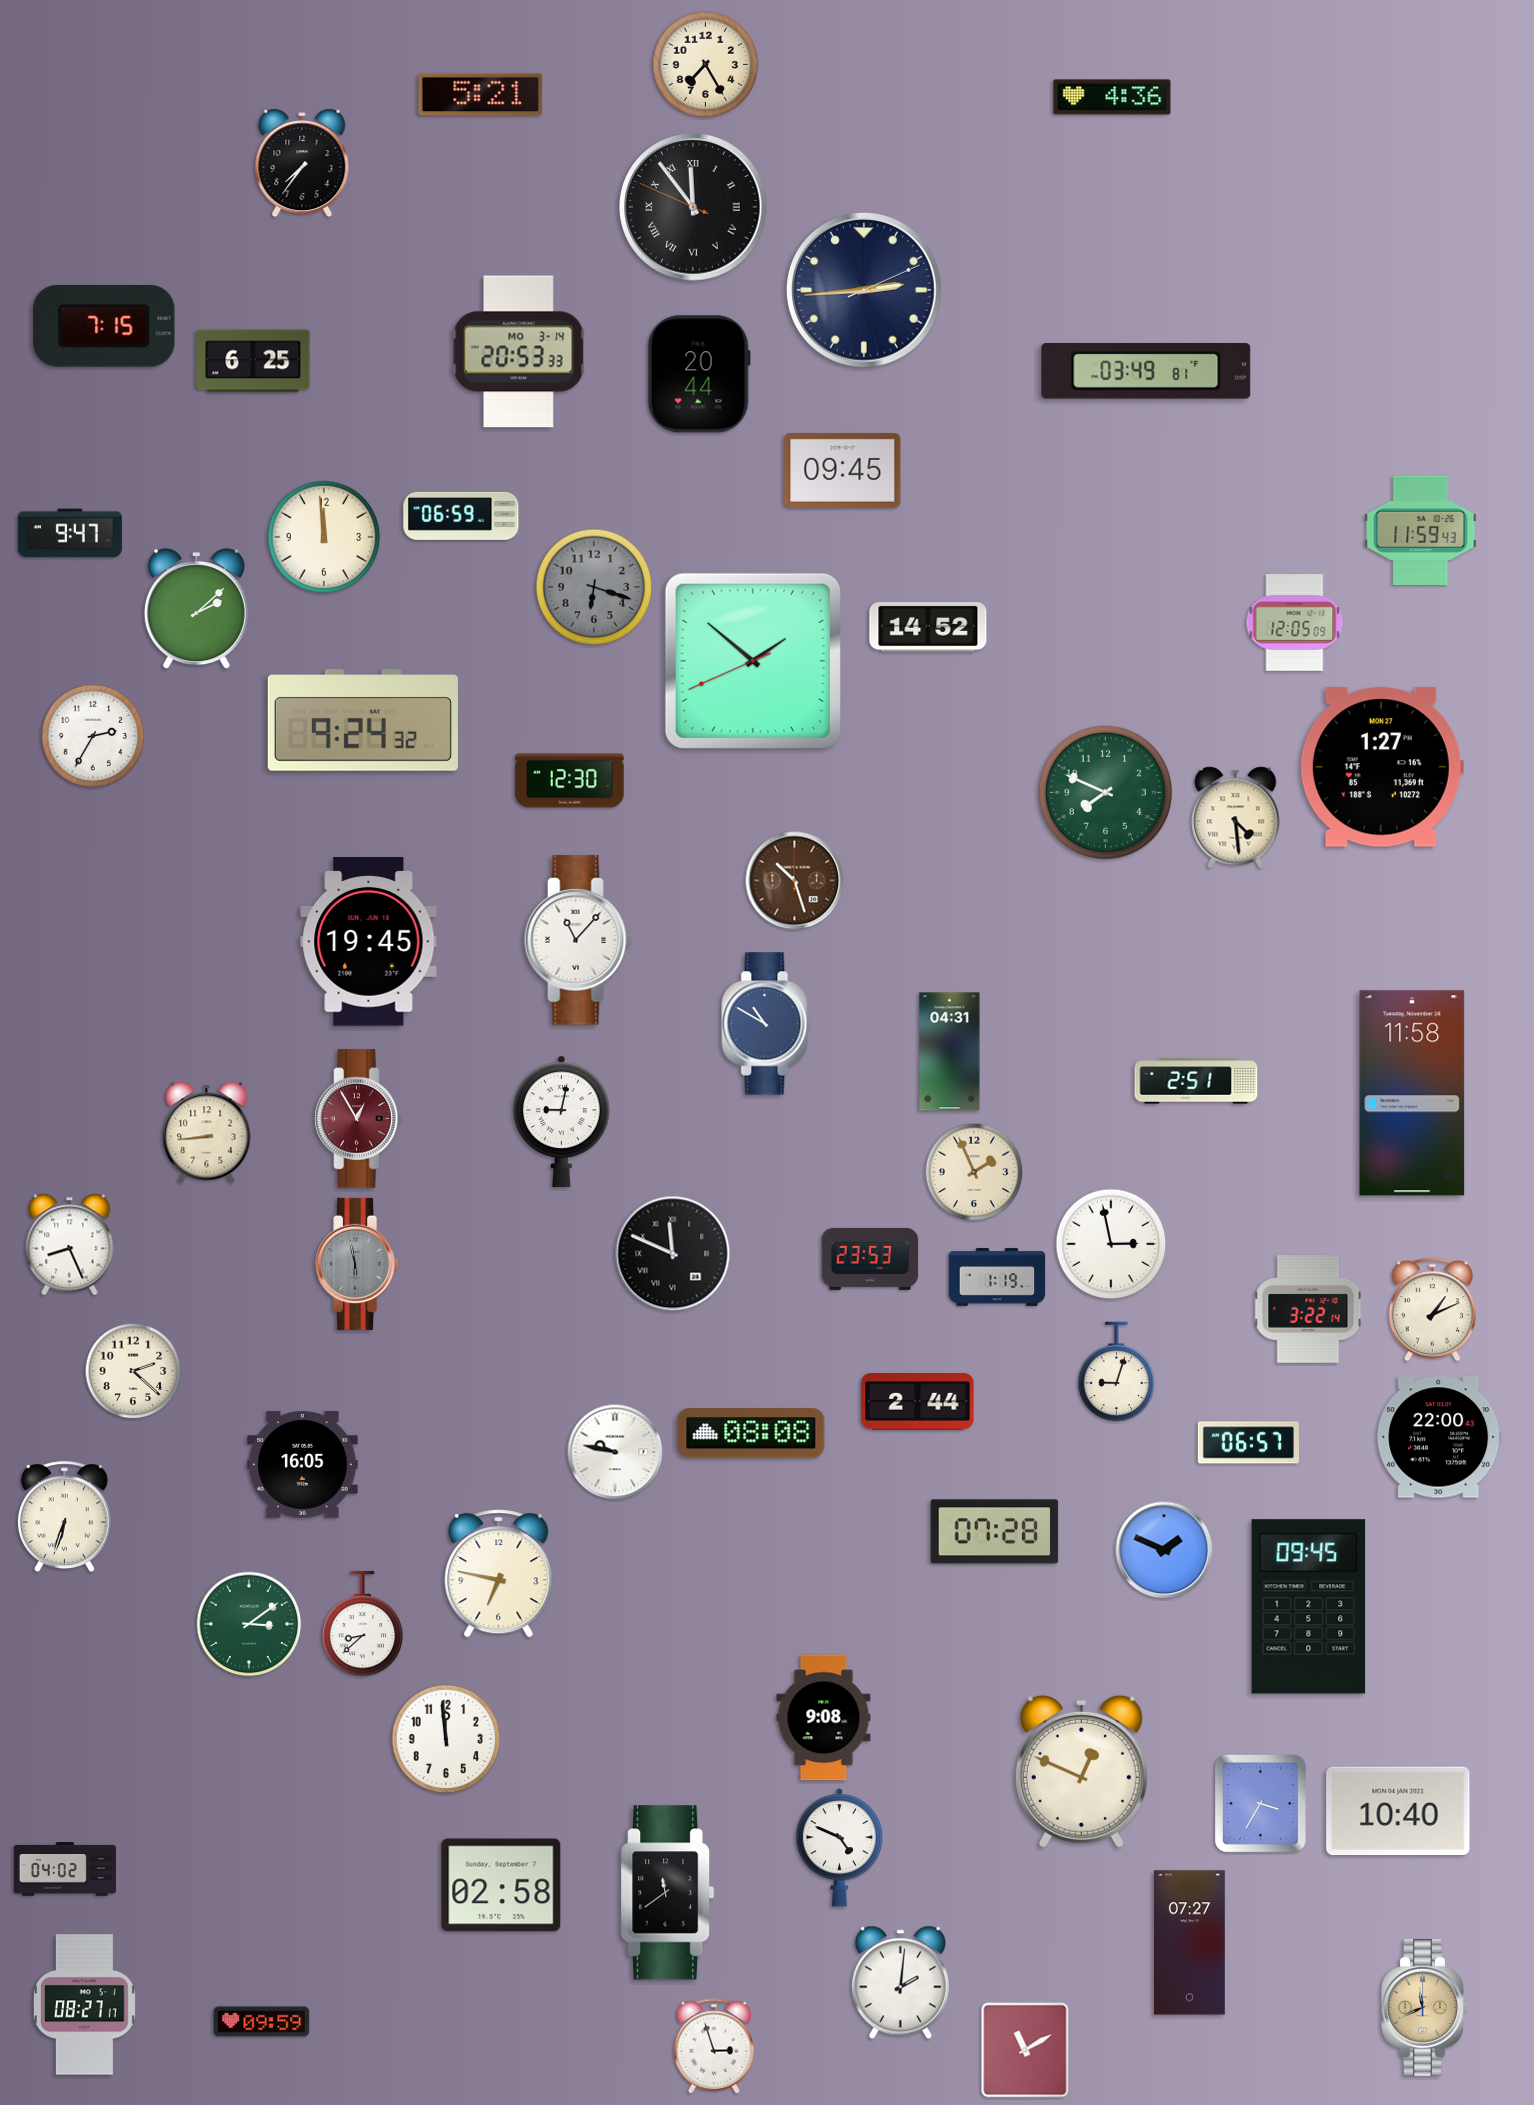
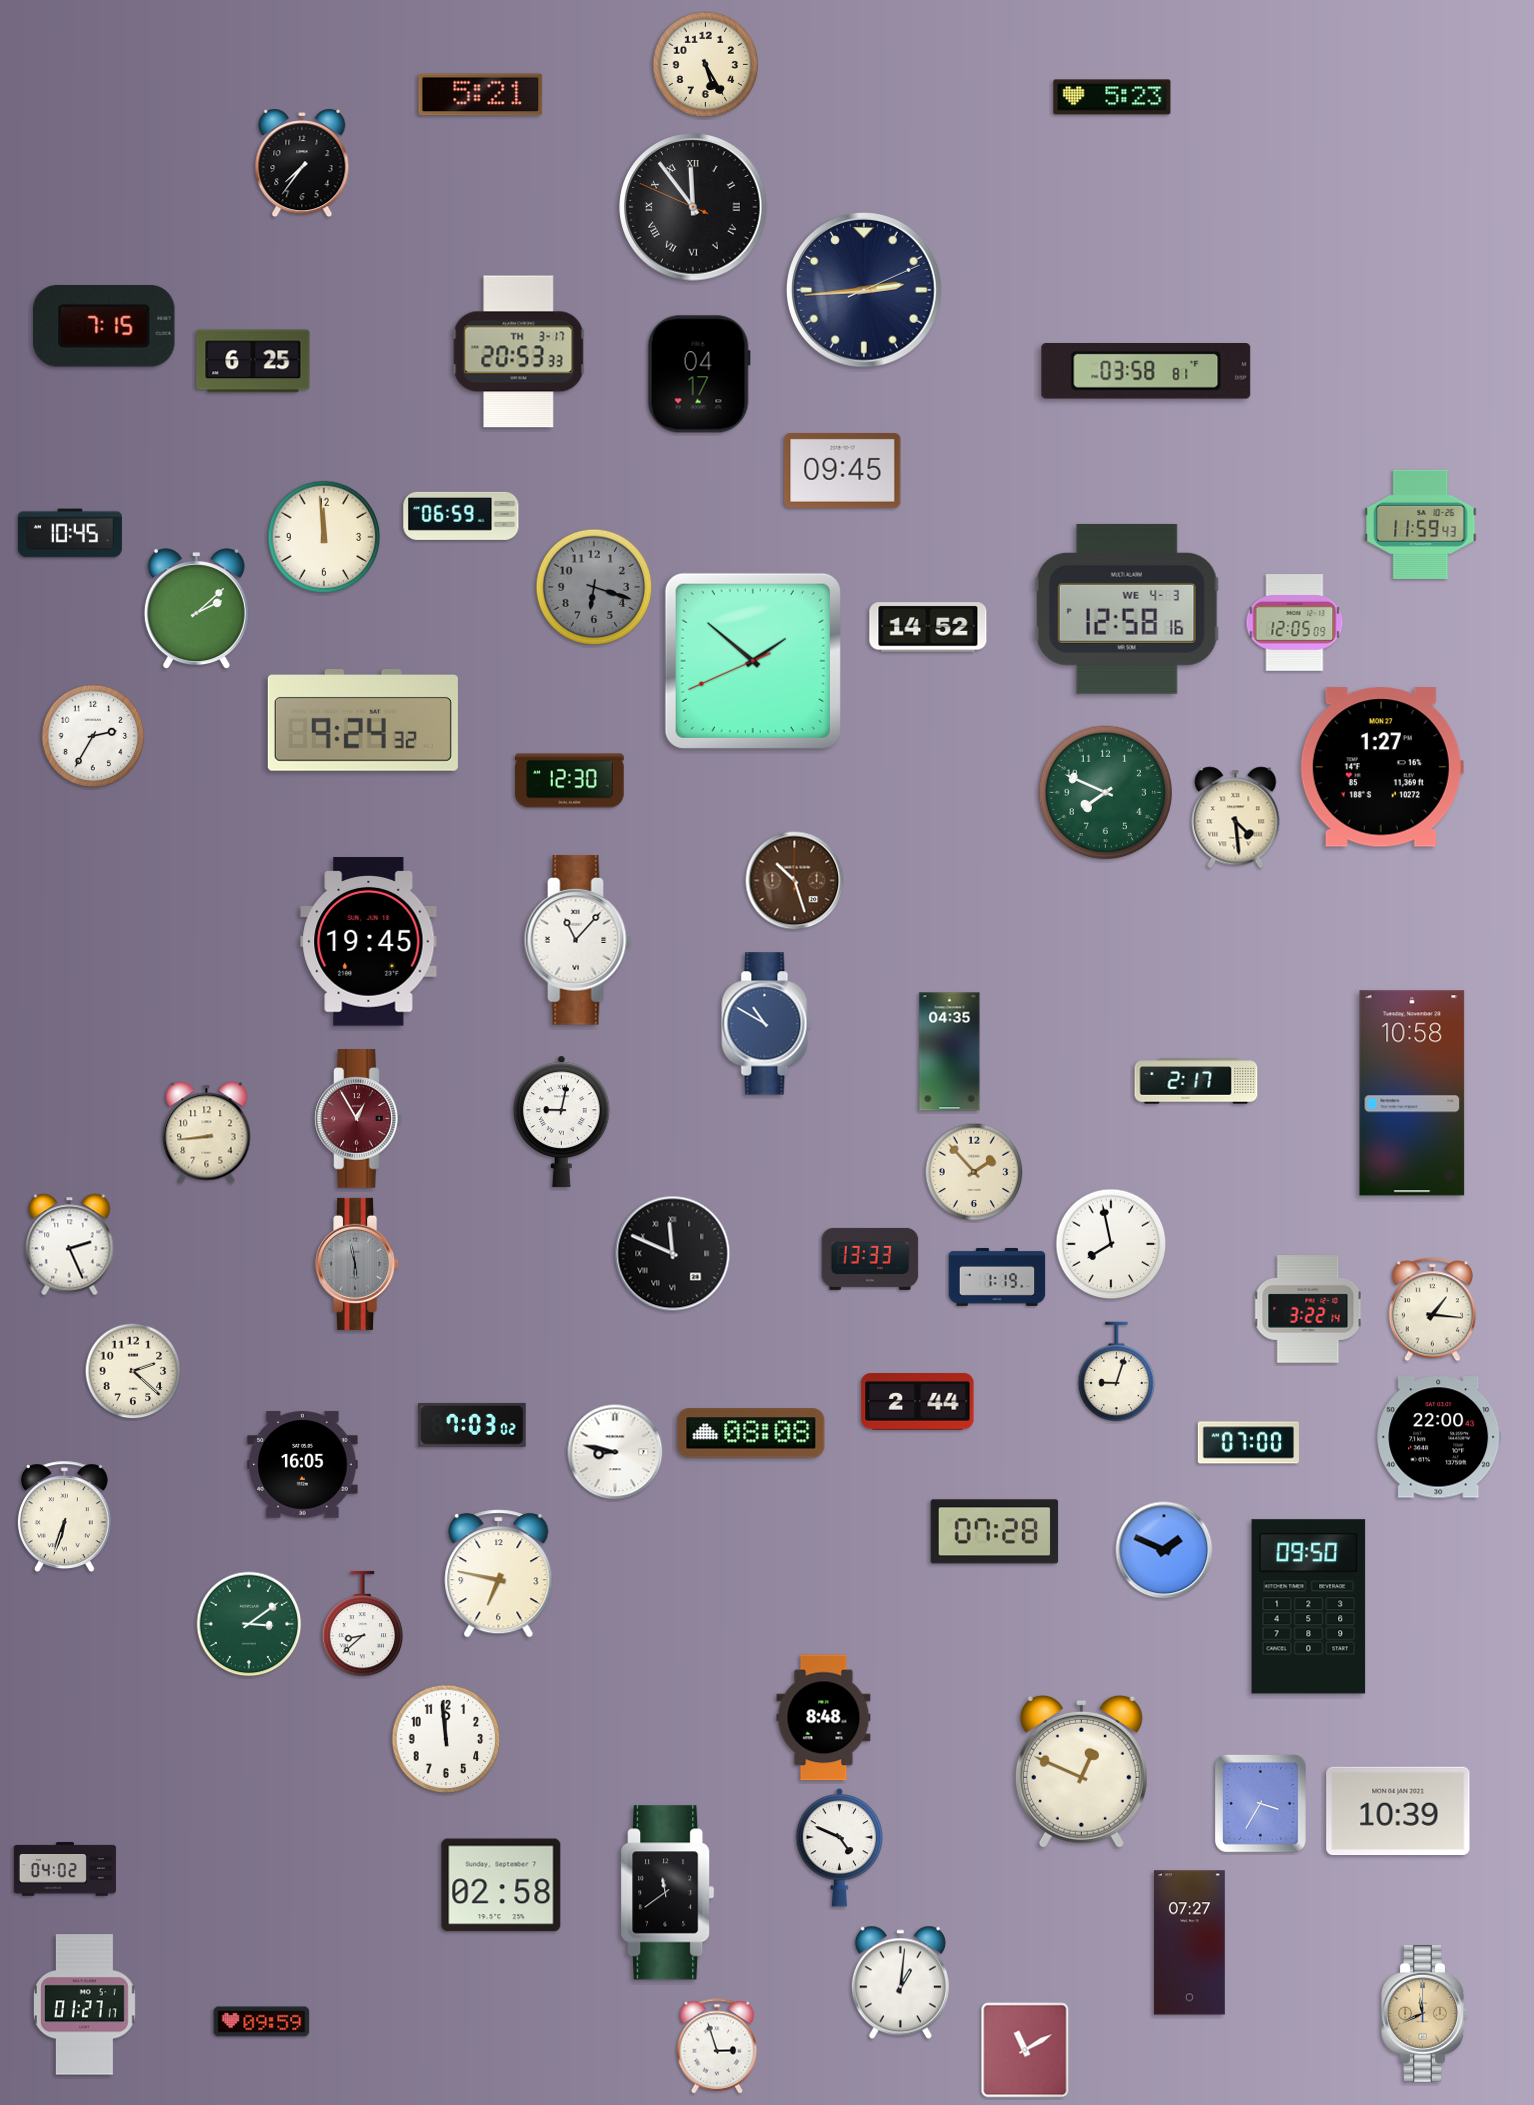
clock at (706, 65): 7:25 -> 5:25
clock at (1112, 97): 4:36 -> 5:23
clock at (519, 352) date: MO 3-14 -> TH 3-17
clock at (1146, 372): 03:49 -> 03:58
clock at (699, 374): 20:44 -> 04:17
clock at (1421, 530) position: (1421, 530) -> (1421, 524)
clock at (70, 533): 9:47 -> 10:45
clock at (1127, 609): none -> 12:58
clock at (950, 1052): 04:31 -> 04:35
clock at (1196, 1081): 2:51 -> 2:17
clock at (1412, 1093): 11:58 -> 10:58
clock at (974, 1172): 1:56 -> 1:53
clock at (1111, 1244): 2:58 -> 7:58
clock at (70, 1245): 8:26 -> 2:26
clock at (870, 1259): 23:53 -> 13:33
clock at (1432, 1310): 1:11 -> 1:16
clock at (473, 1425): none -> 7:03
clock at (1248, 1443): 06:57 -> 07:00
clock at (615, 1452): 9:47 -> 8:47
clock at (1309, 1607): 09:45 -> 09:50
clock at (824, 1718): 9:08 -> 8:48
clock at (1398, 1811): 10:40 -> 10:39
clock at (900, 1983): 2:01 -> 1:01
clock at (84, 2005): 08:27 -> 01:27
clock at (1425, 2008) position: (1425, 2008) -> (1425, 2014)
clock at (714, 2046) position: (714, 2046) -> (717, 2046)
